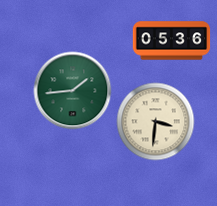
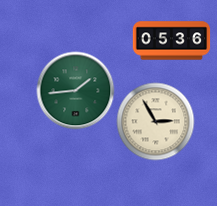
clock at (72, 90) position: (72, 90) -> (75, 90)
clock at (155, 121): 3:31 -> 2:55
